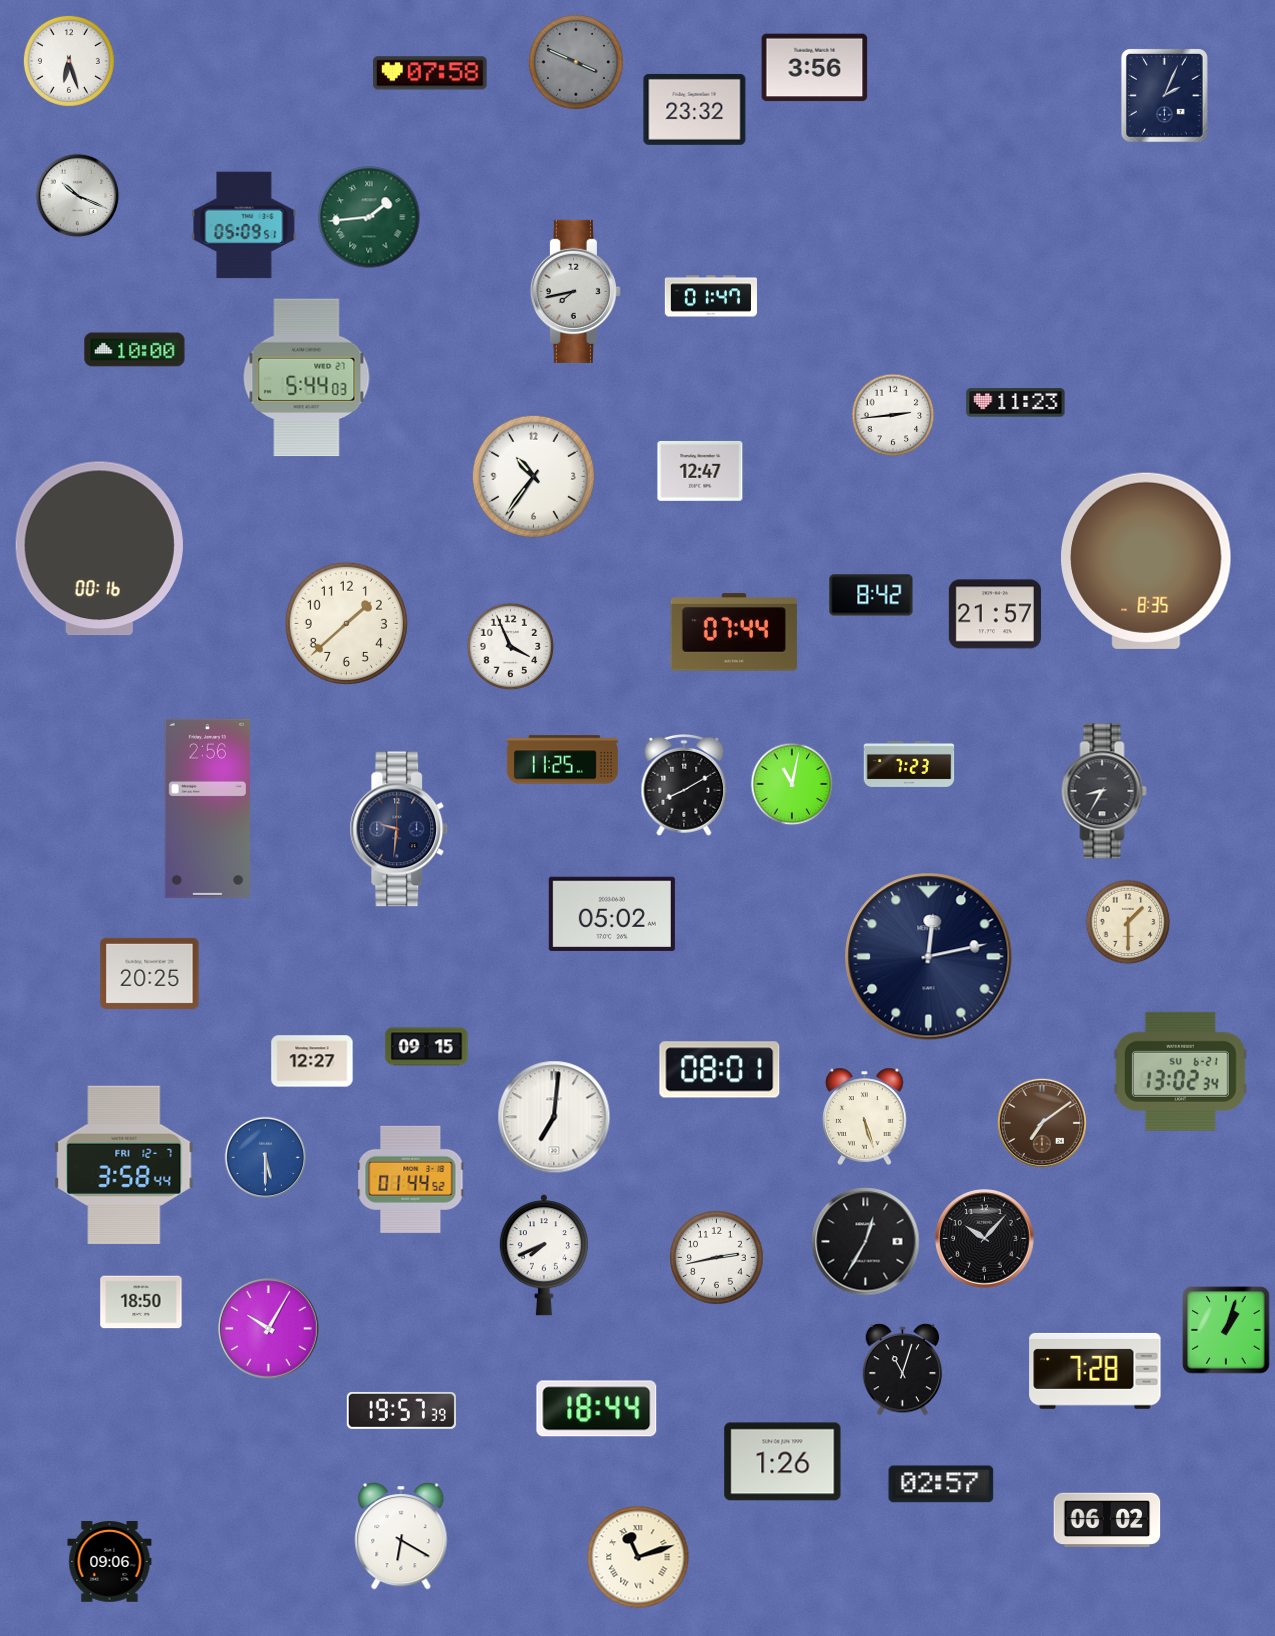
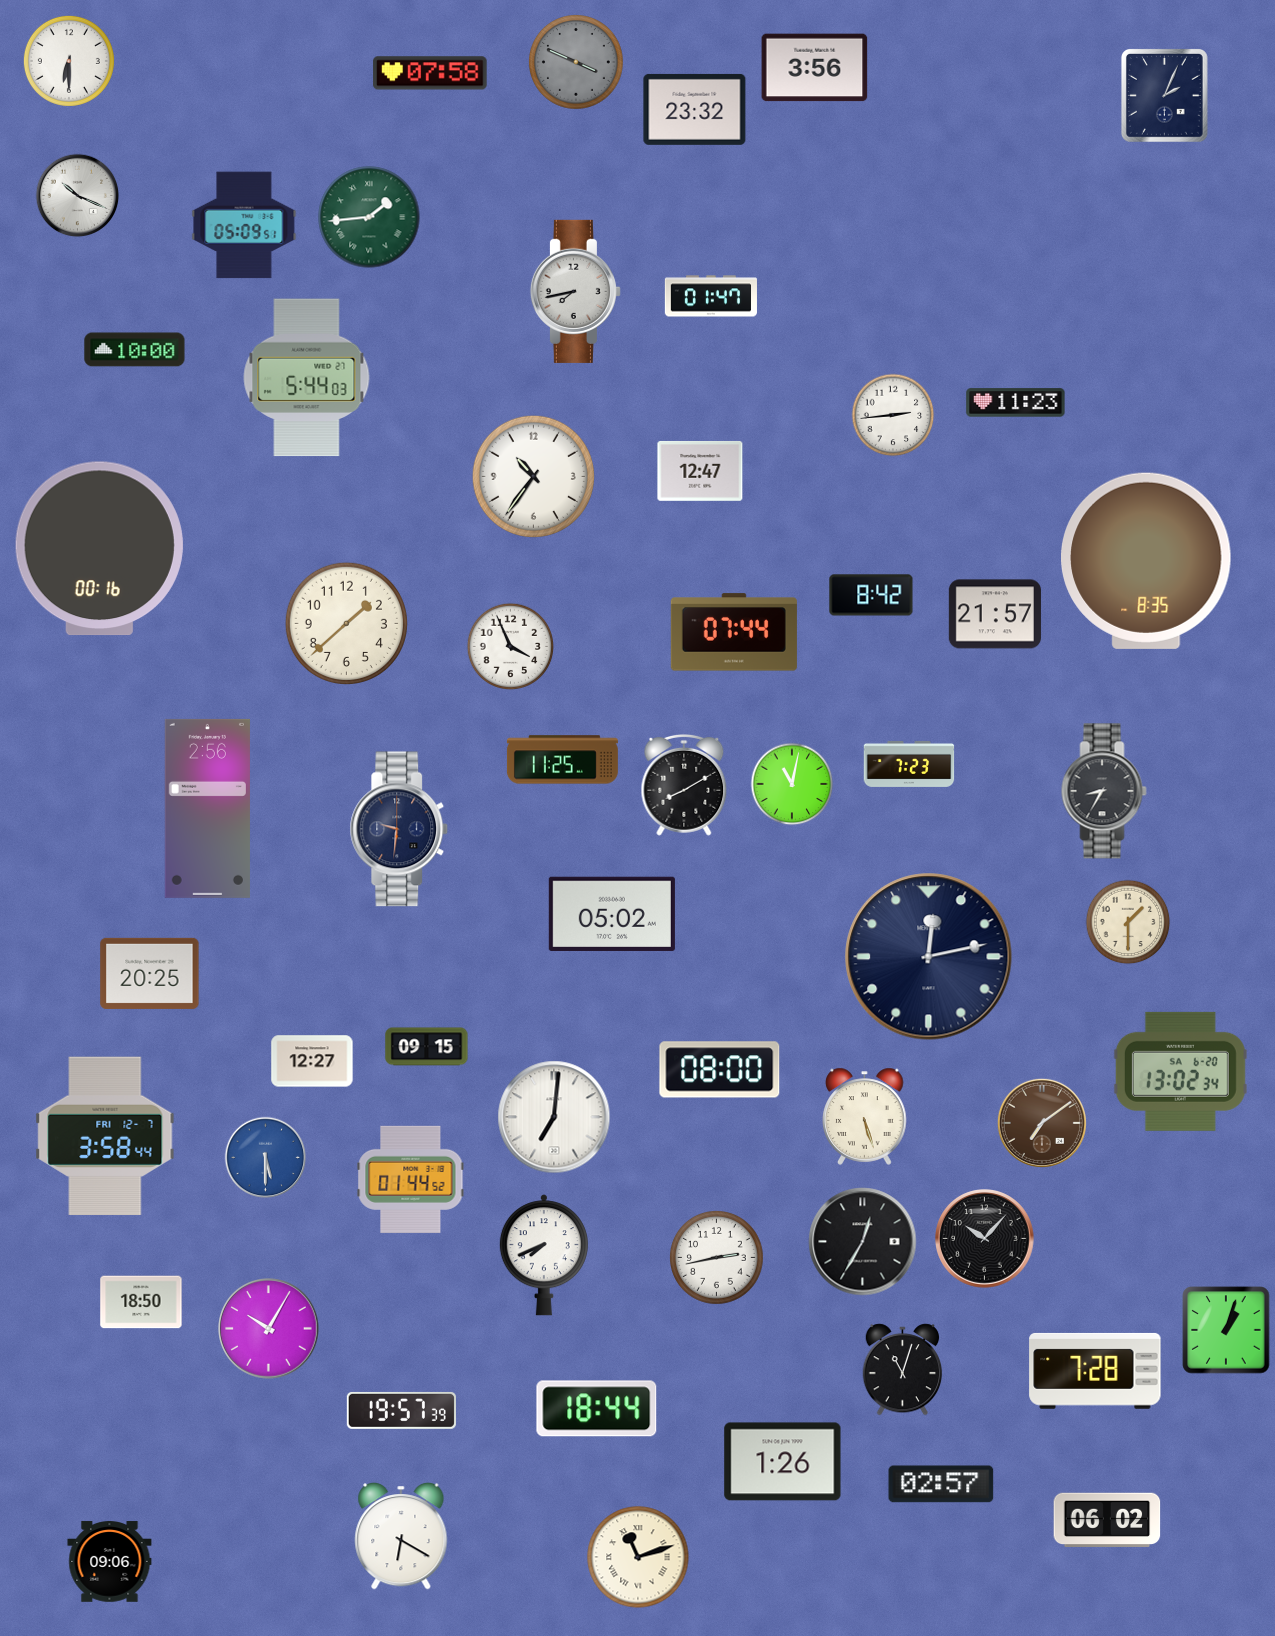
clock at (69, 61): 6:27 -> 6:30
clock at (720, 1070): 08:01 -> 08:00
clock at (1180, 1071) date: SU 6-21 -> SA 6-20
clock at (124, 1164) position: (124, 1164) -> (105, 1135)
clock at (866, 1242) position: (866, 1242) -> (863, 1242)
